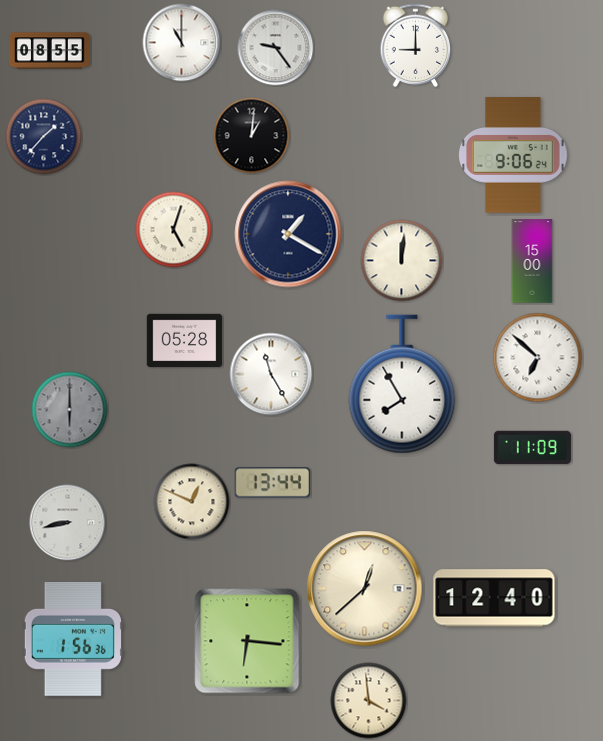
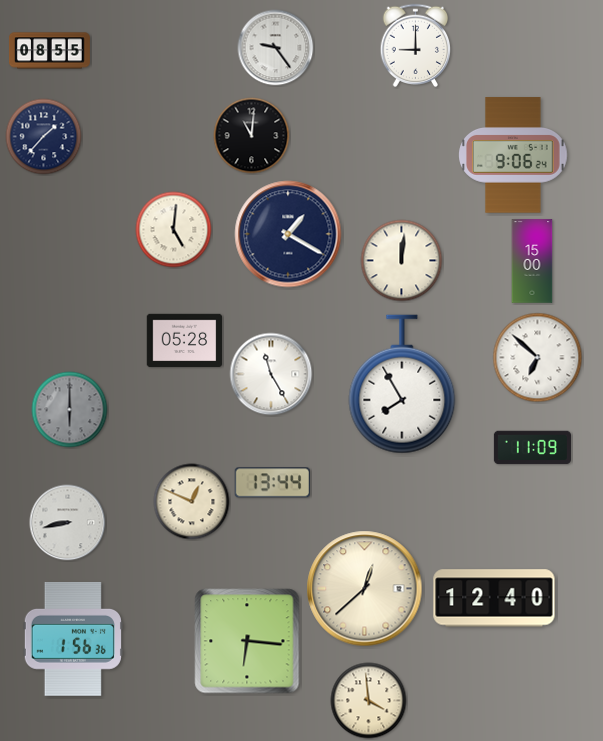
clock at (182, 43): 11:00 -> none
clock at (252, 136): 1:01 -> 11:01
clock at (174, 230): 5:03 -> 5:01
